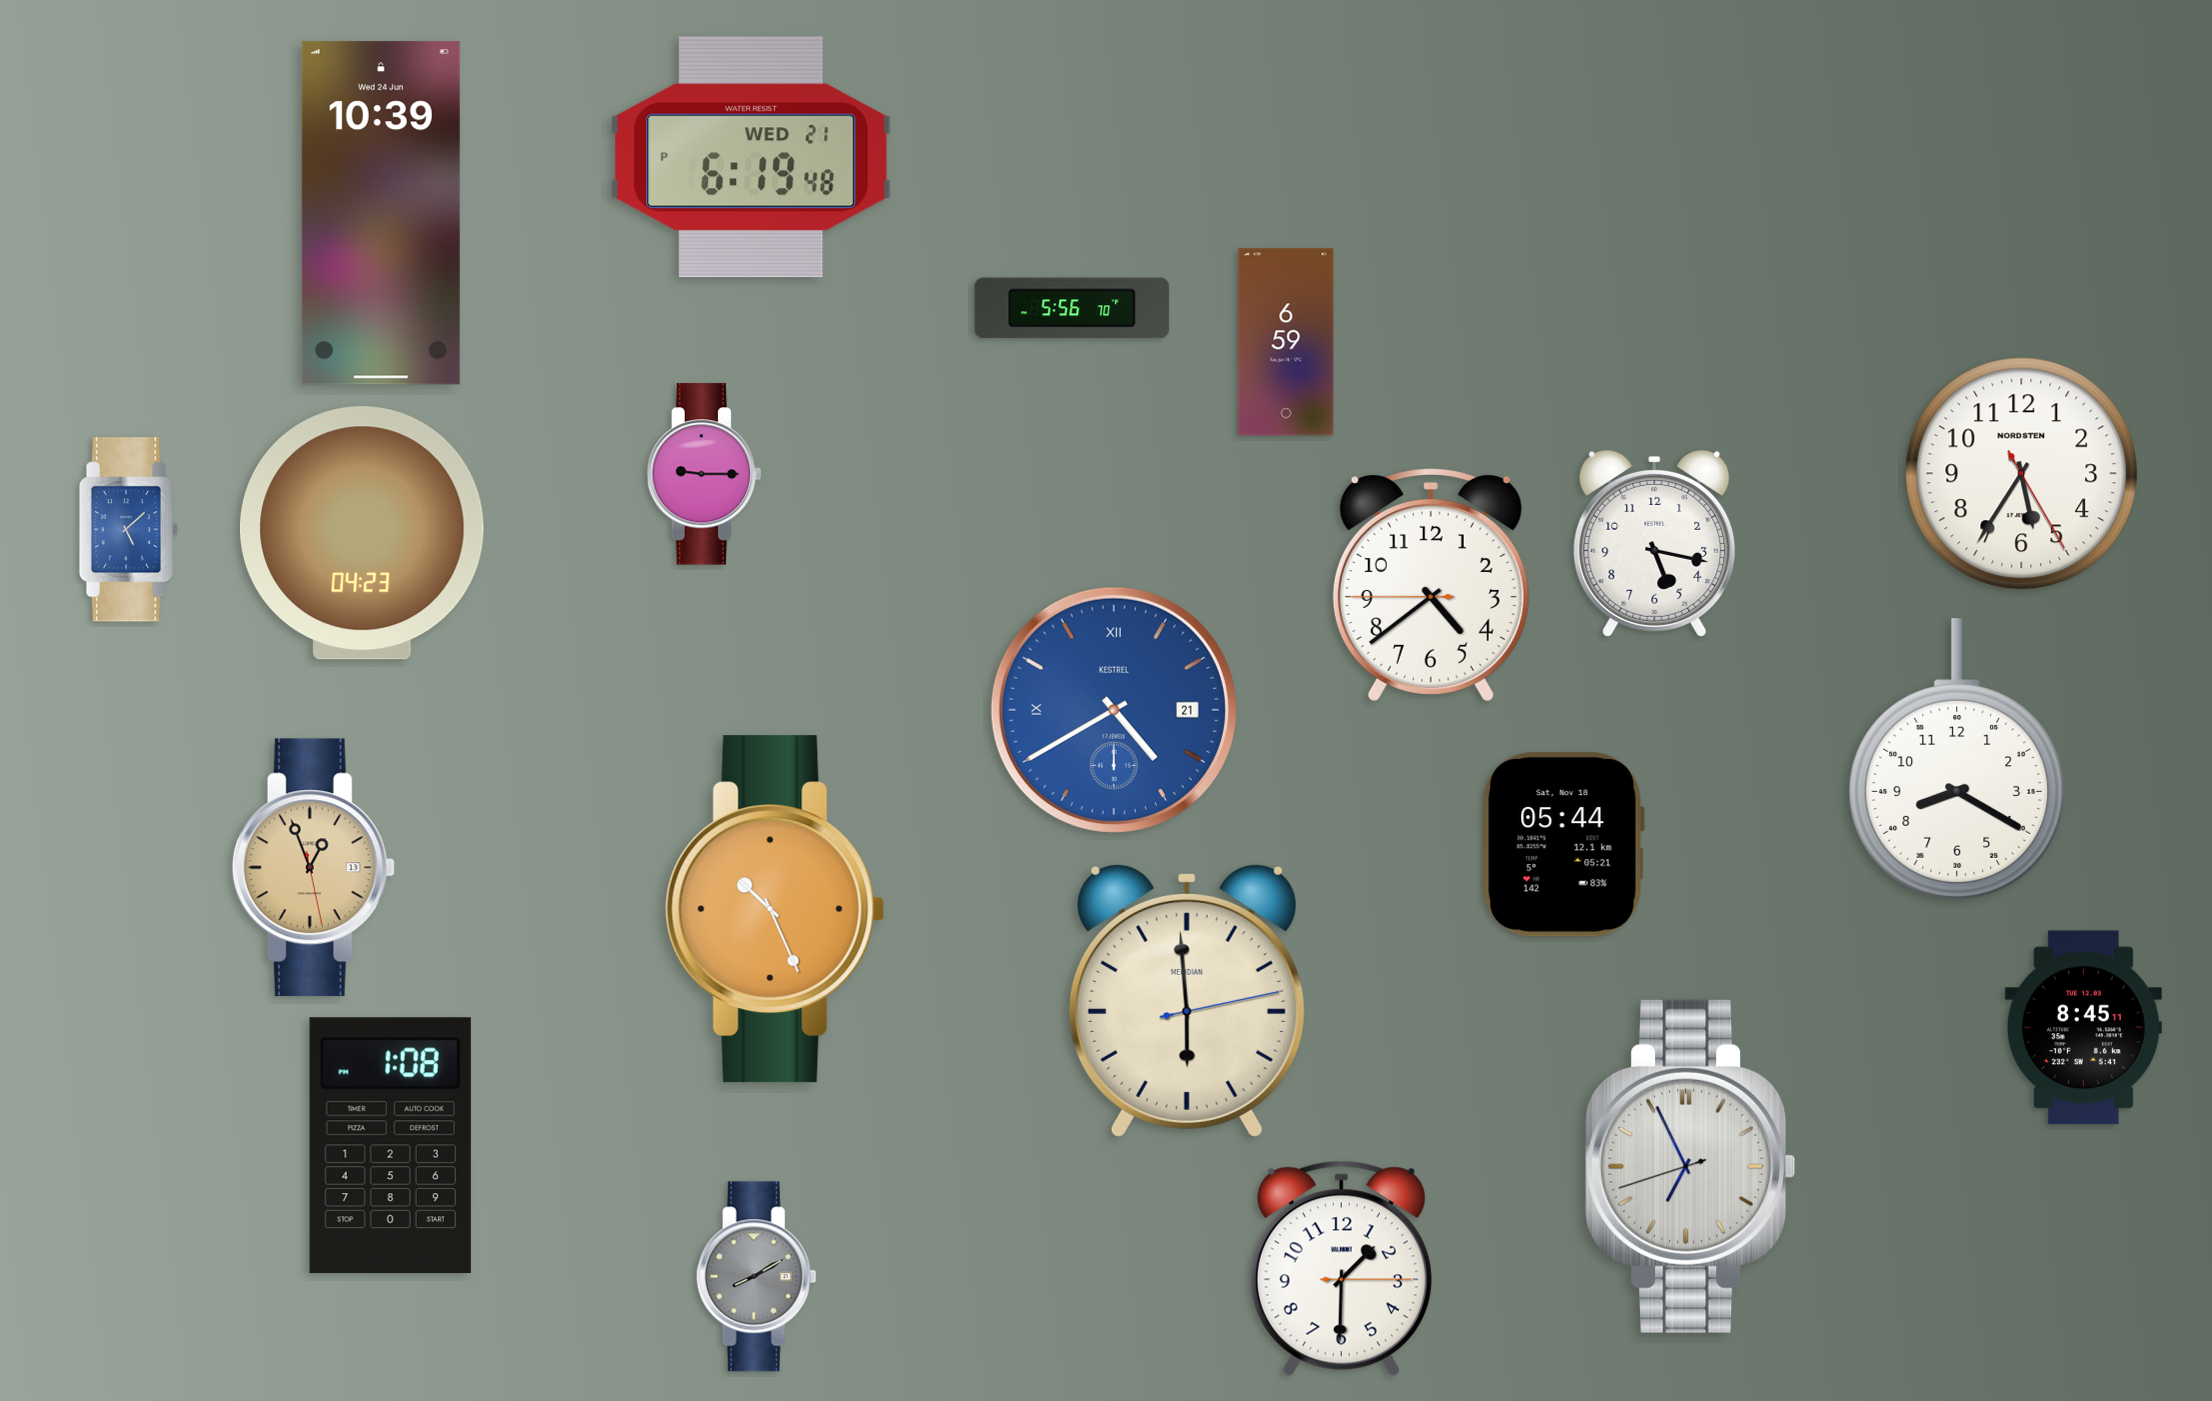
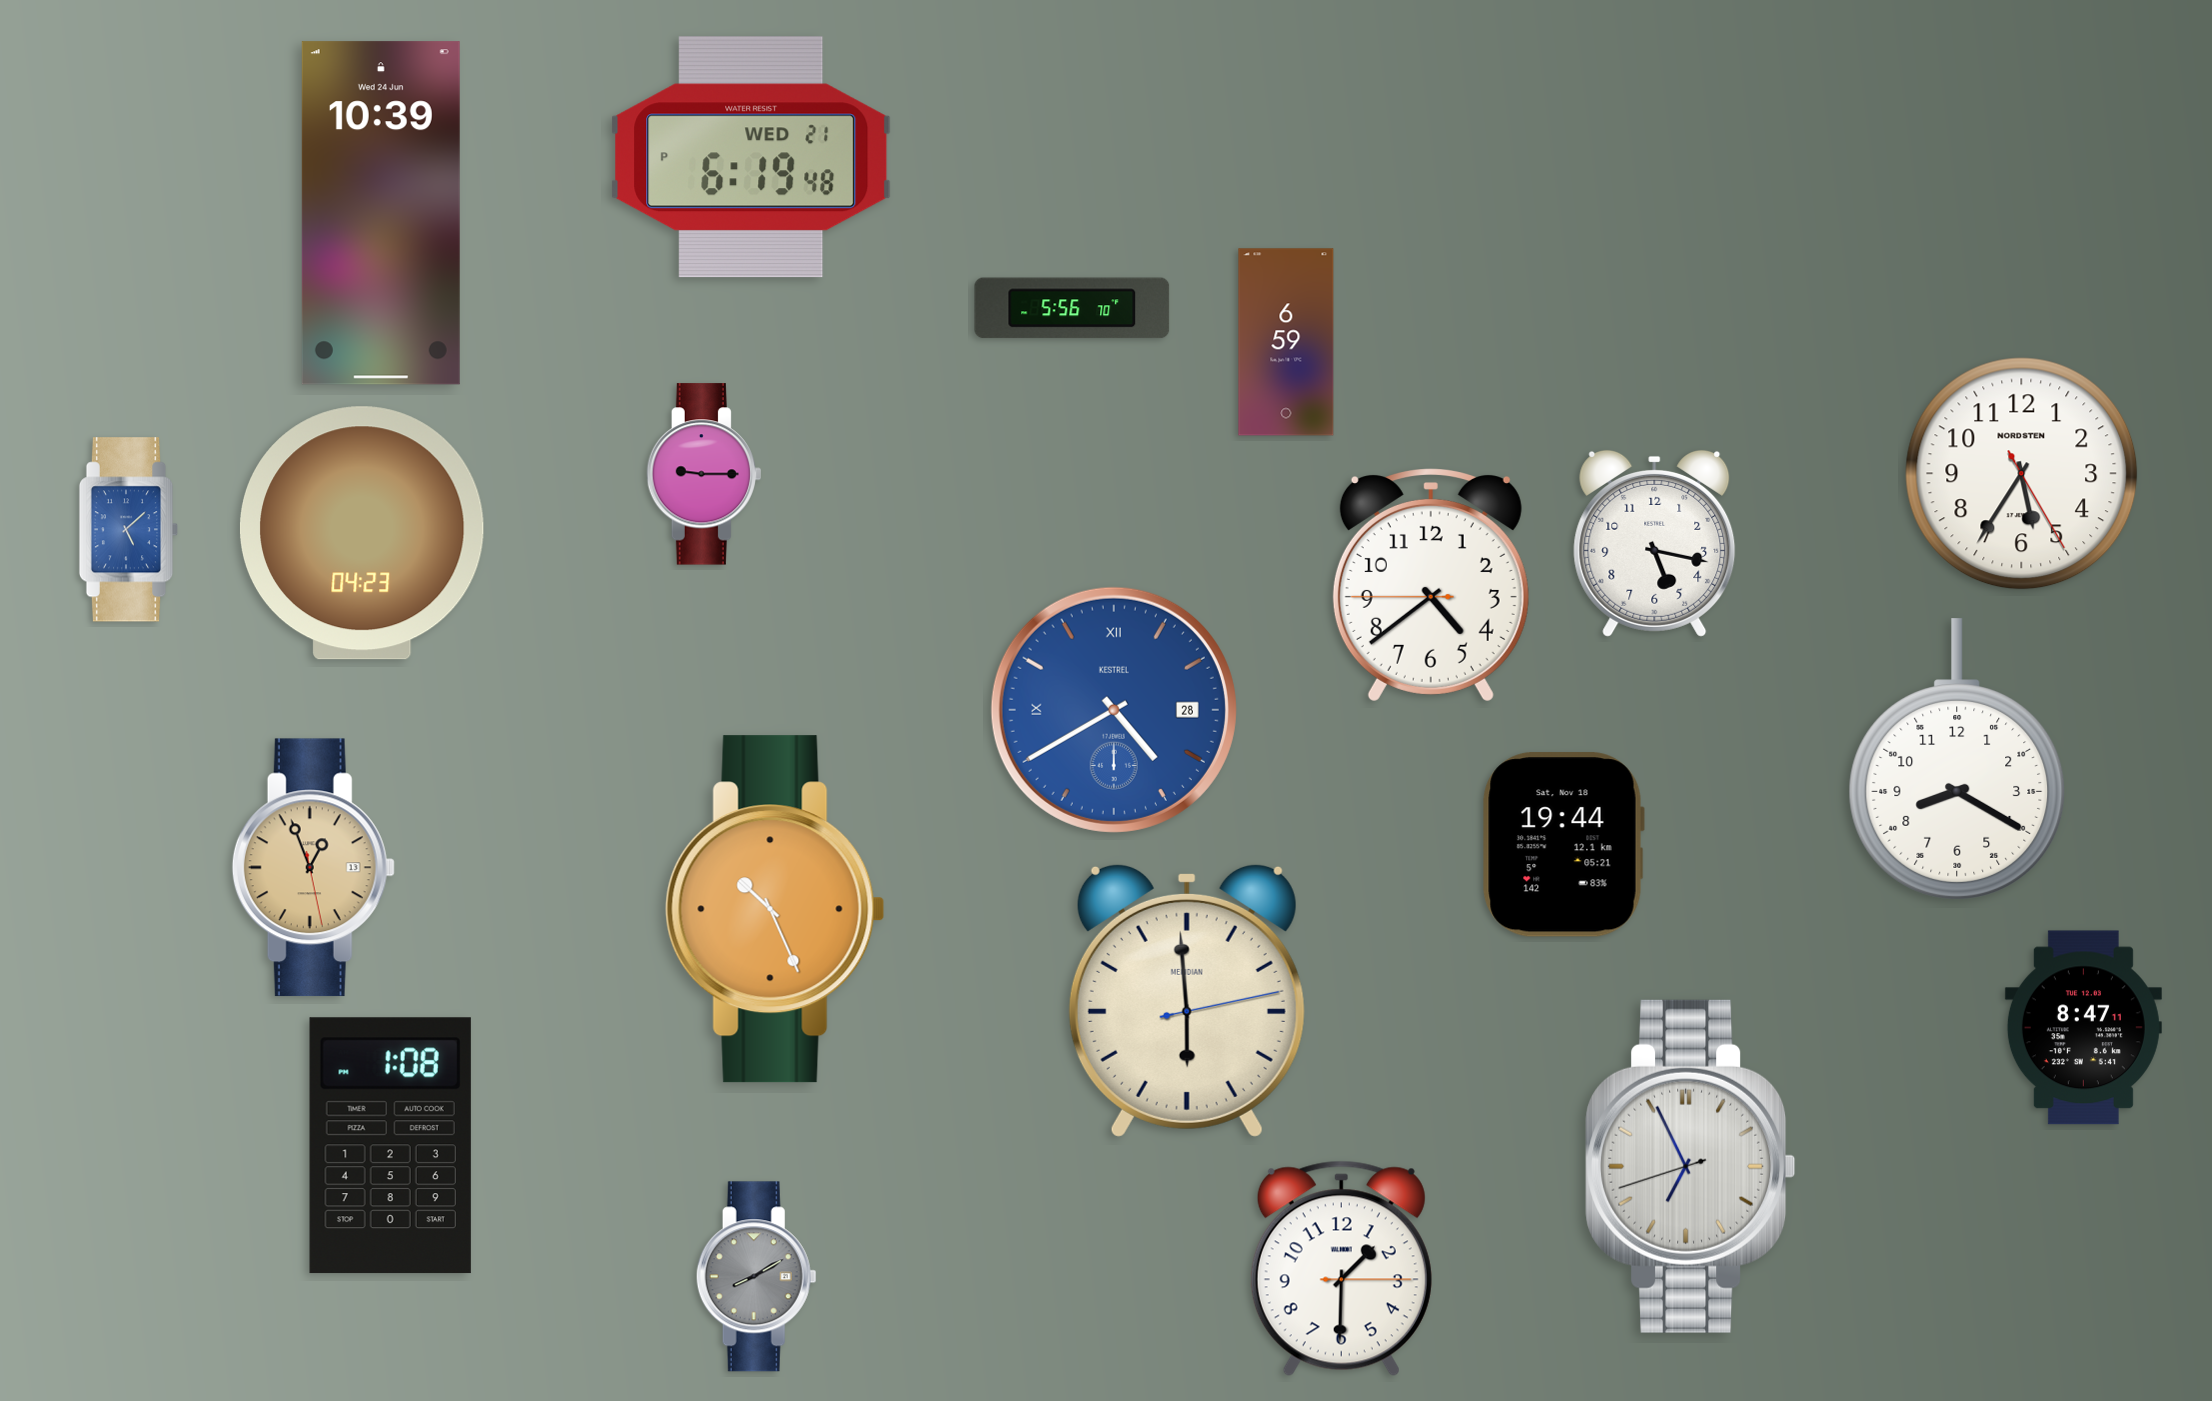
clock at (1114, 710) date: 21 -> 28
clock at (1563, 845): 05:44 -> 19:44
clock at (2083, 1028): 8:45 -> 8:47
